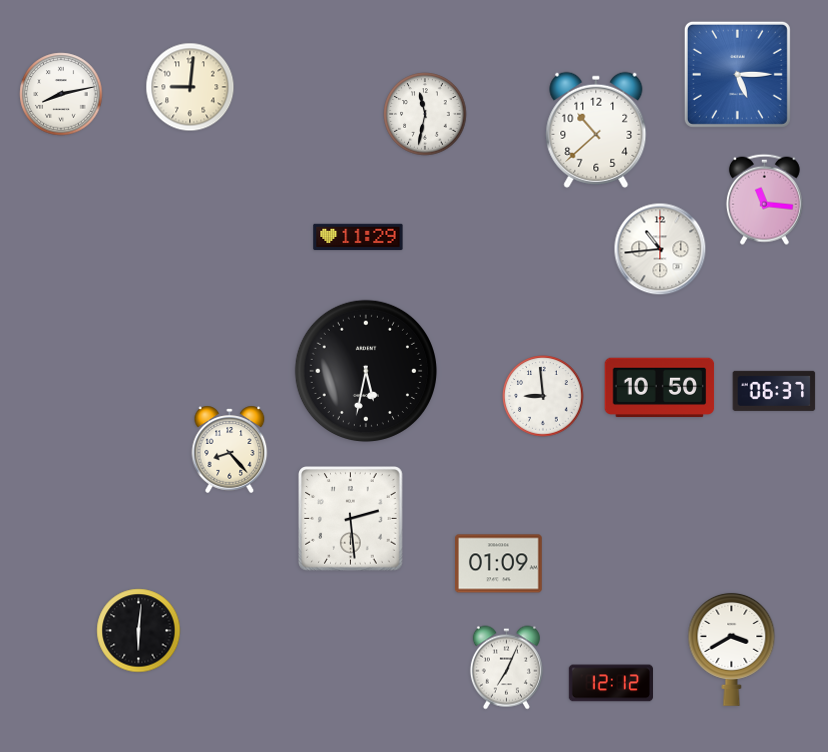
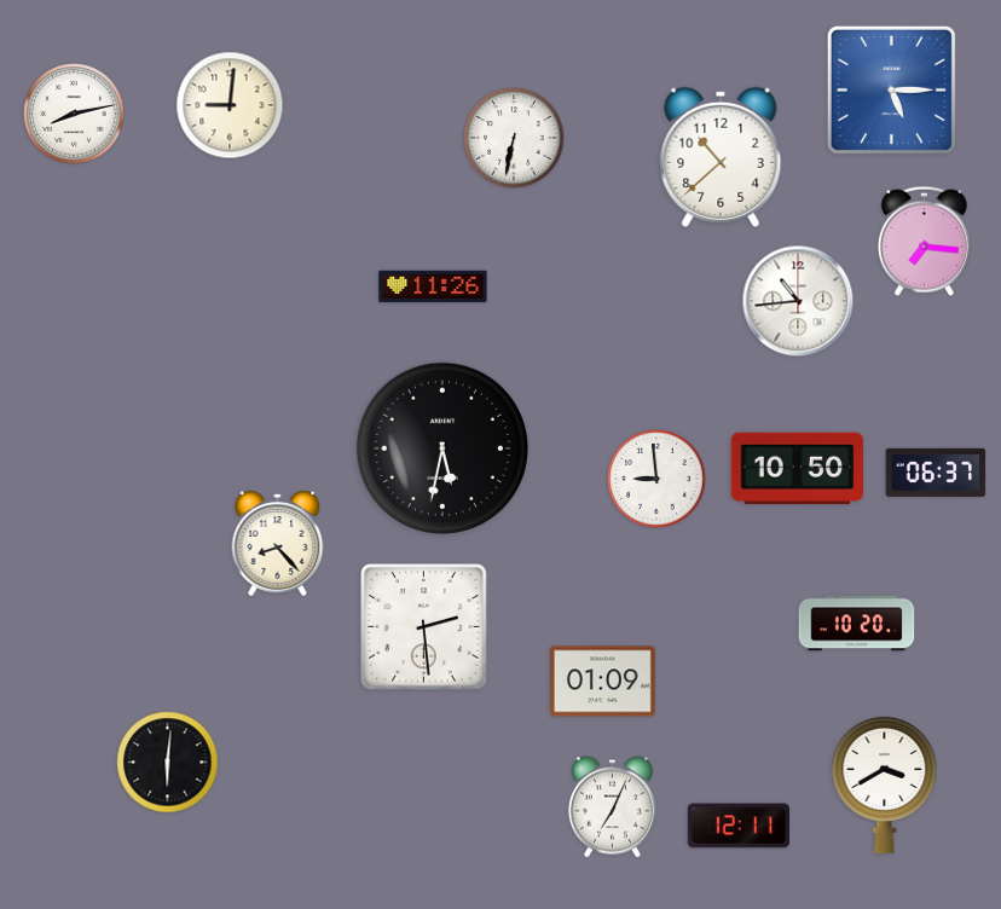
clock at (425, 114): 11:32 -> 6:32
clock at (764, 199): 11:16 -> 7:16
clock at (358, 237): 11:29 -> 11:26
clock at (857, 624): none -> 10:20
clock at (610, 683): 12:12 -> 12:11
